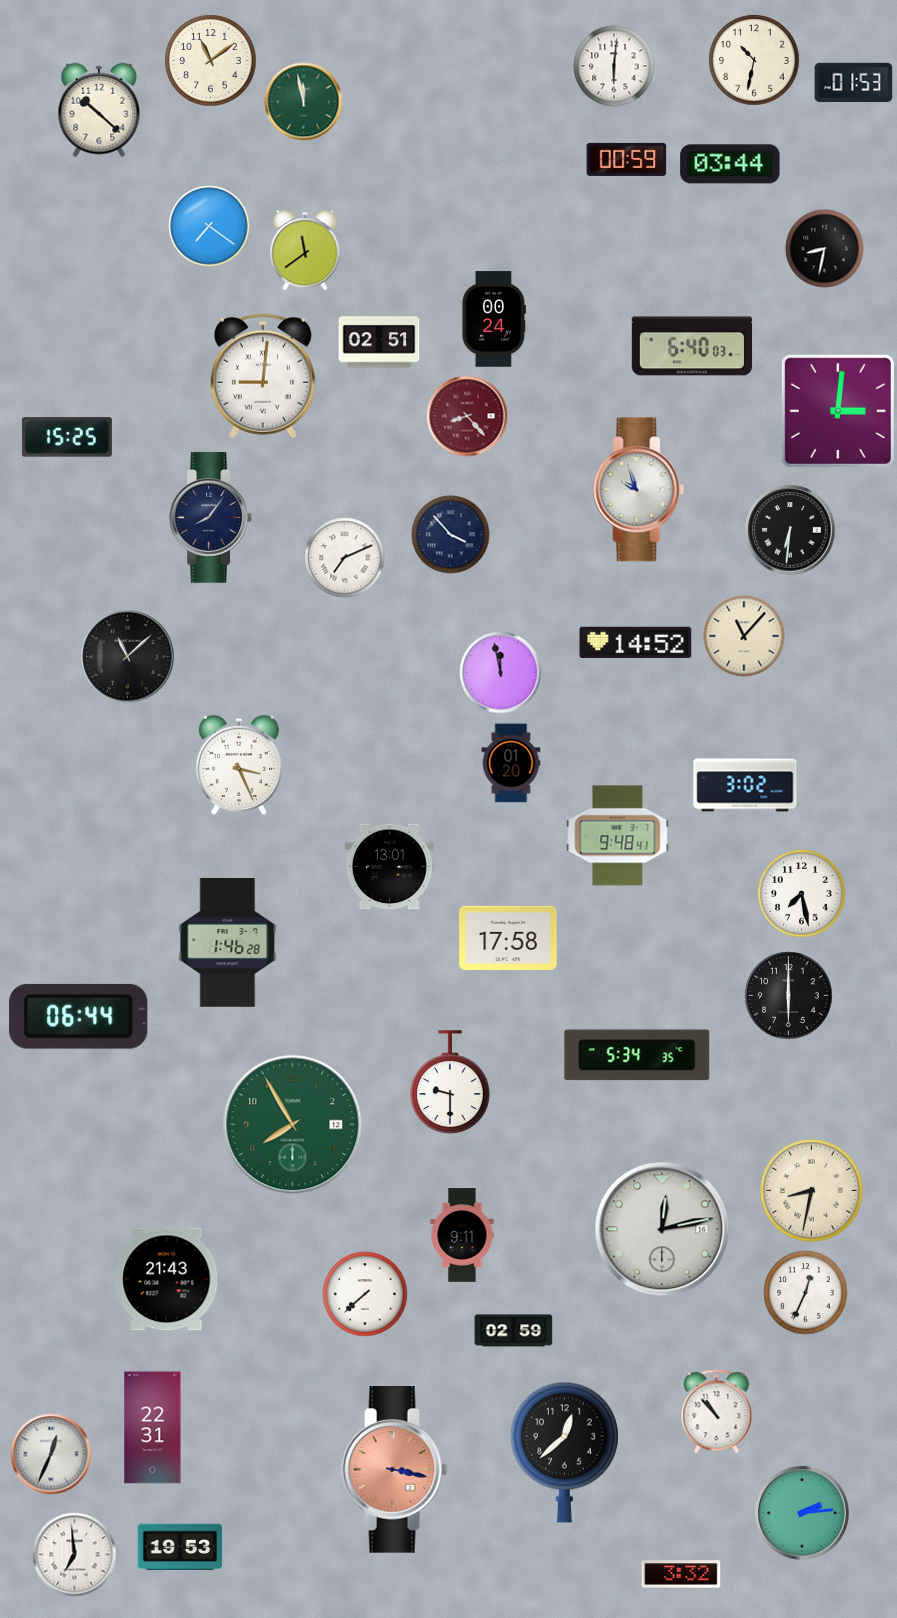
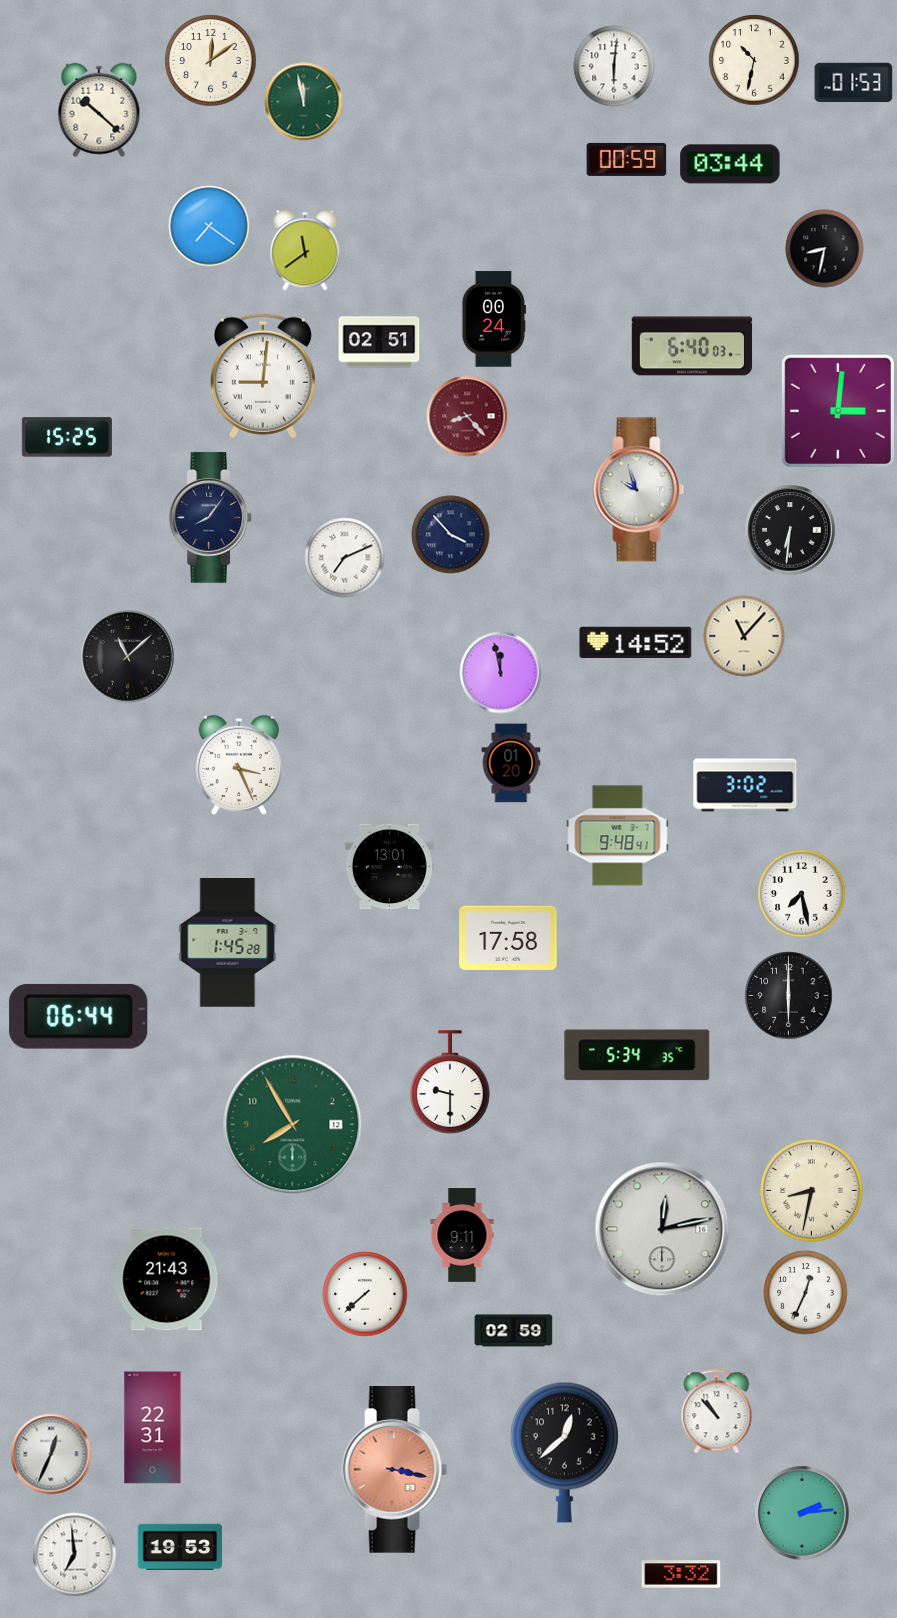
clock at (211, 61): 11:09 -> 12:09
clock at (228, 943): 1:46 -> 1:45
